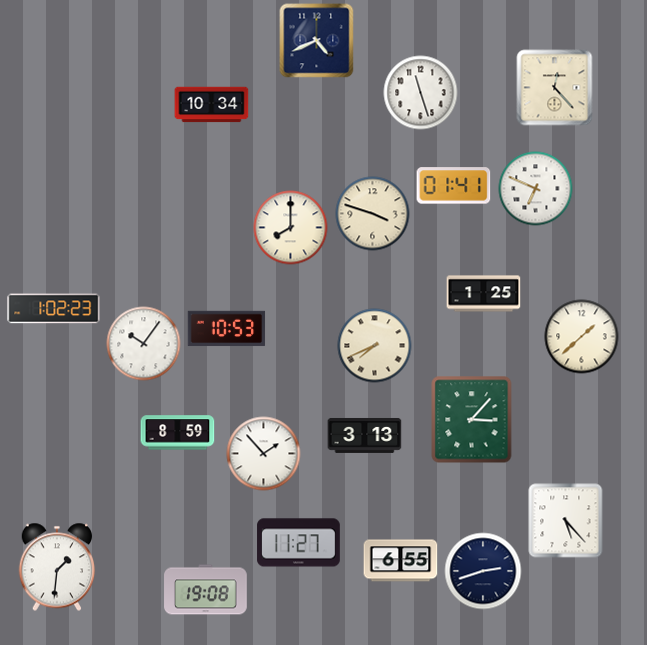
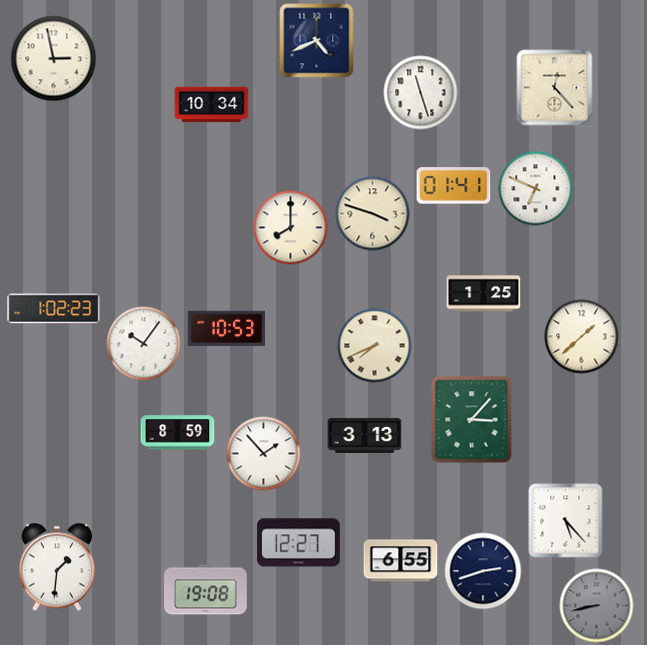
clock at (54, 59): none -> 2:58
clock at (299, 543): 11:27 -> 12:27
clock at (597, 606): none -> 8:43
